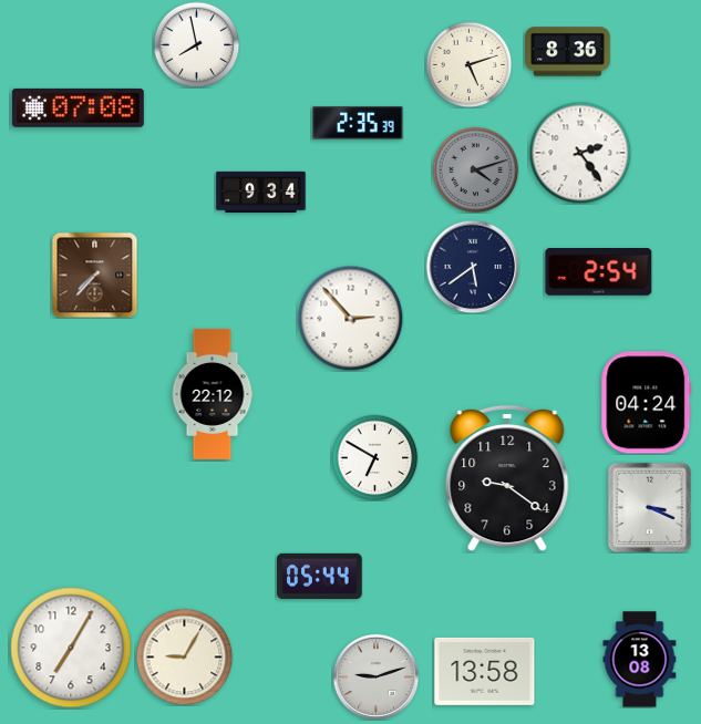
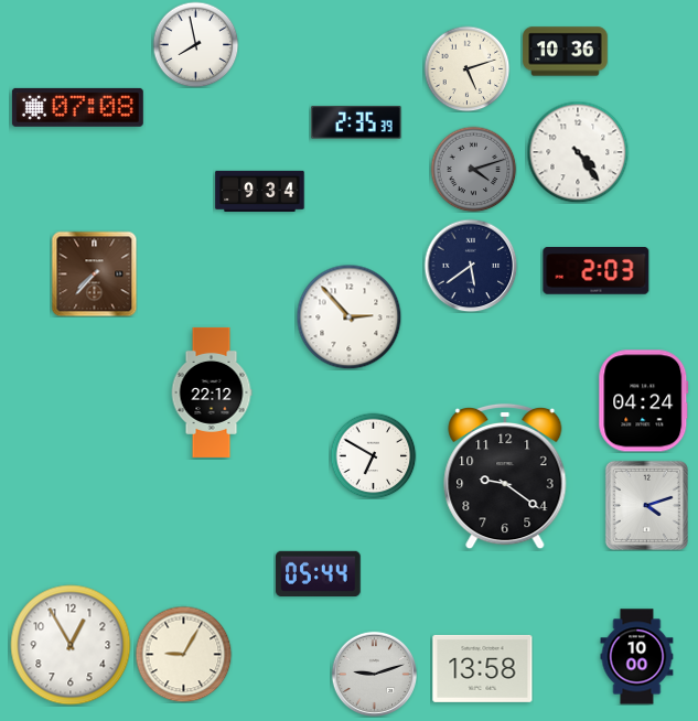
clock at (568, 52): 8:36 -> 10:36
clock at (468, 64) position: (468, 64) -> (466, 68)
clock at (580, 153): 2:24 -> 4:24
clock at (599, 272): 2:54 -> 2:03
clock at (649, 507): 3:19 -> 4:12
clock at (71, 648): 7:05 -> 12:55
clock at (640, 660): 13:08 -> 10:00
